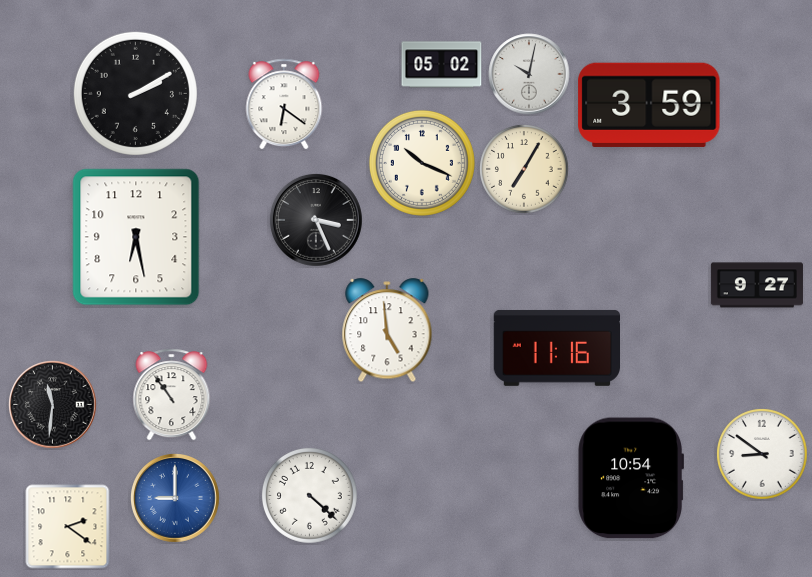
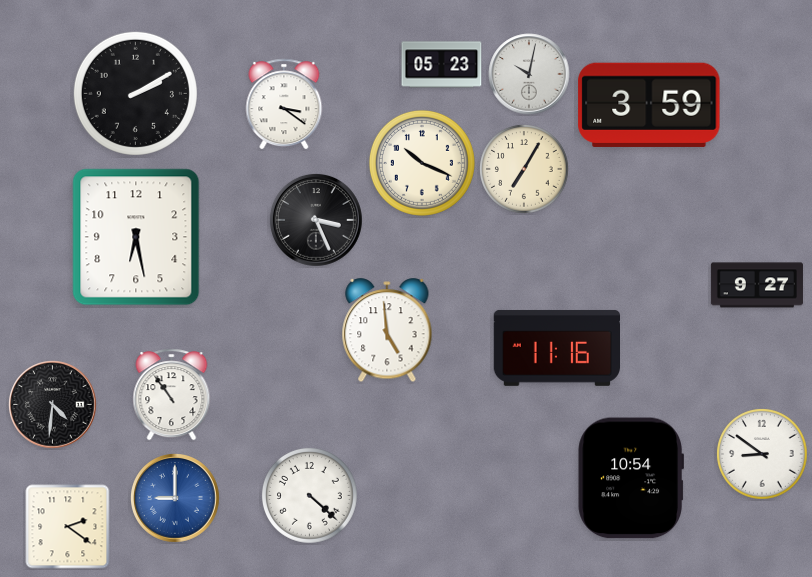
clock at (442, 65): 05:02 -> 05:23
clock at (284, 104): 6:21 -> 3:21
clock at (53, 405): 11:31 -> 4:31
